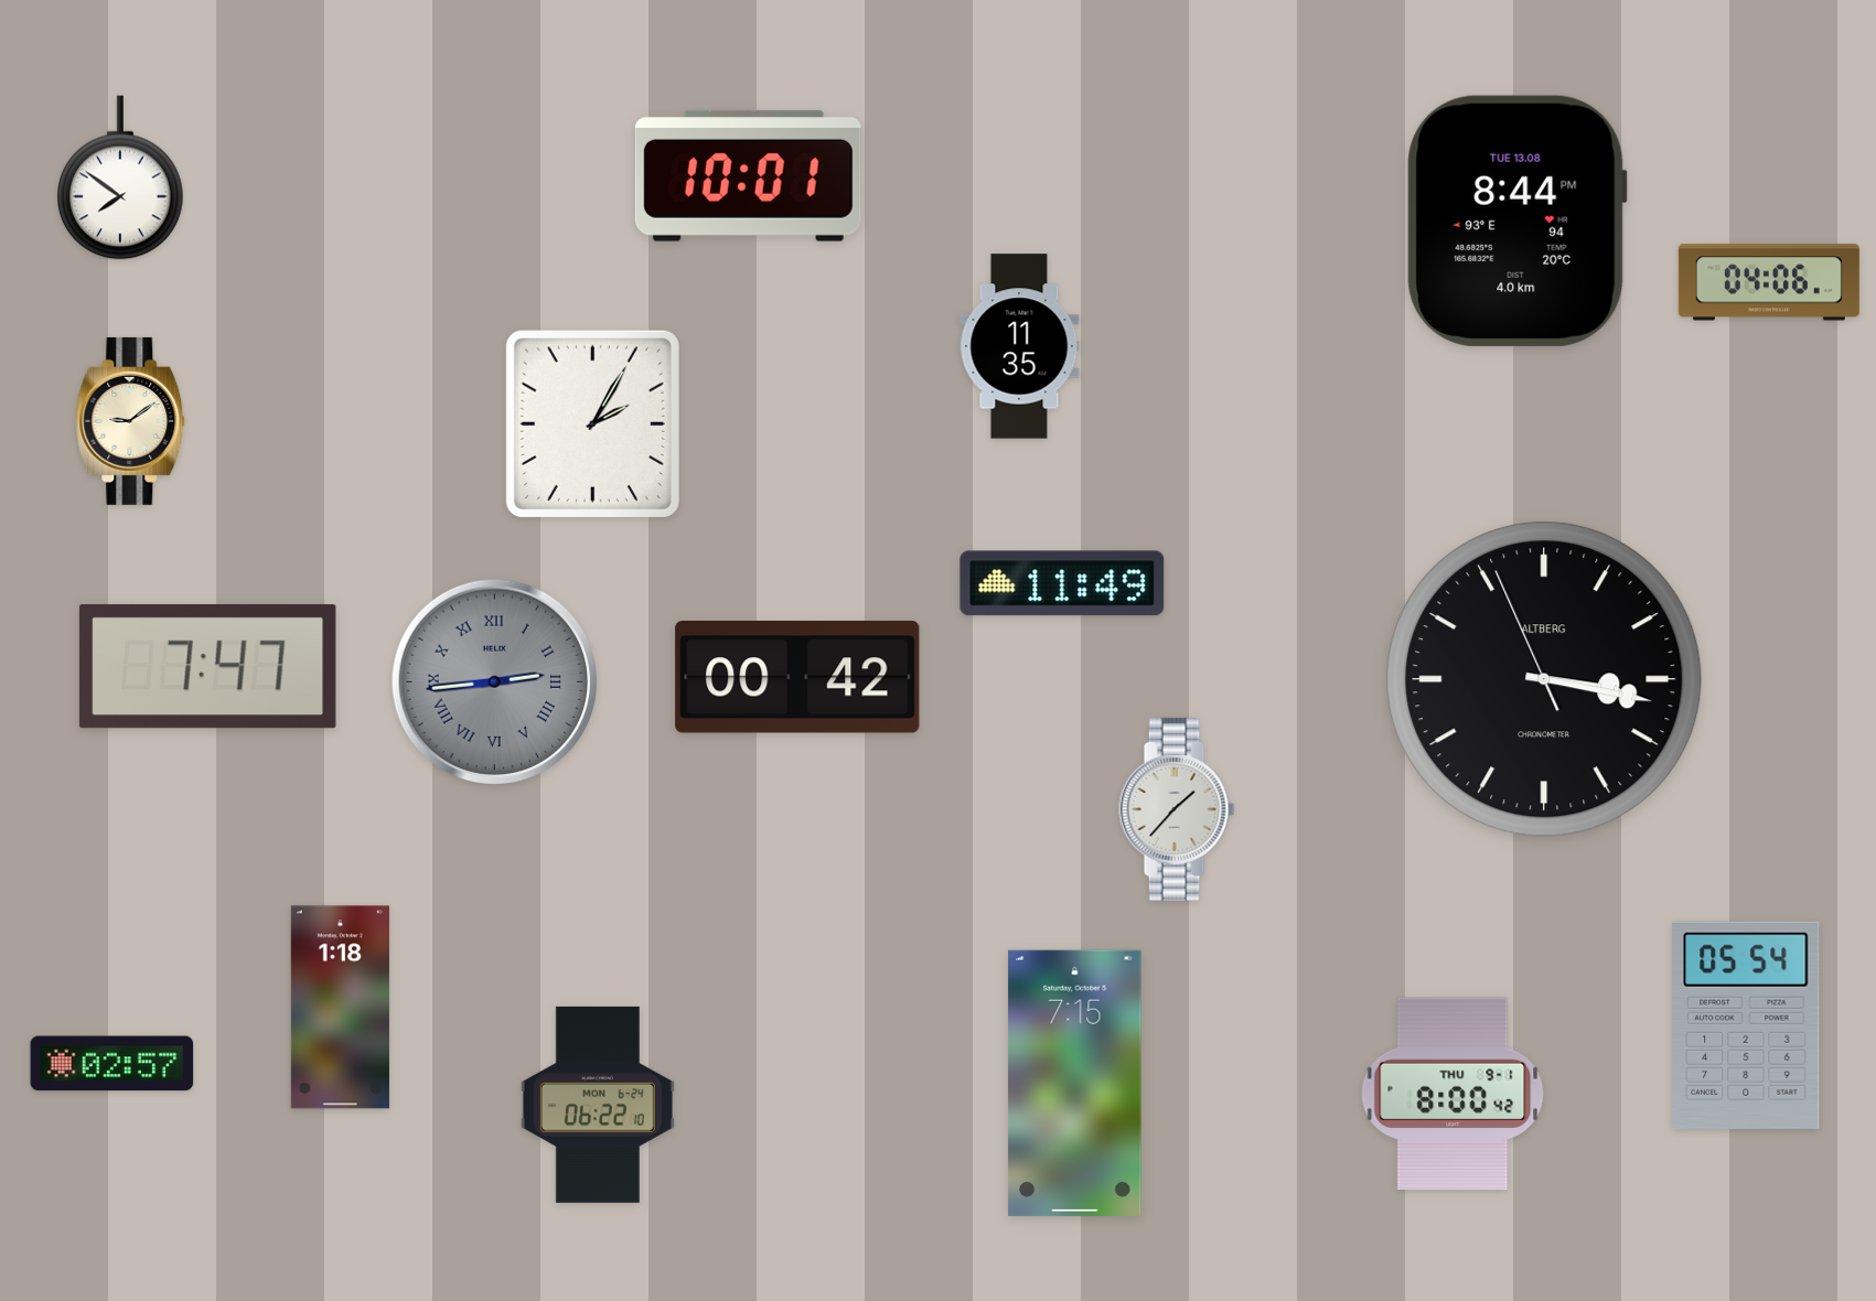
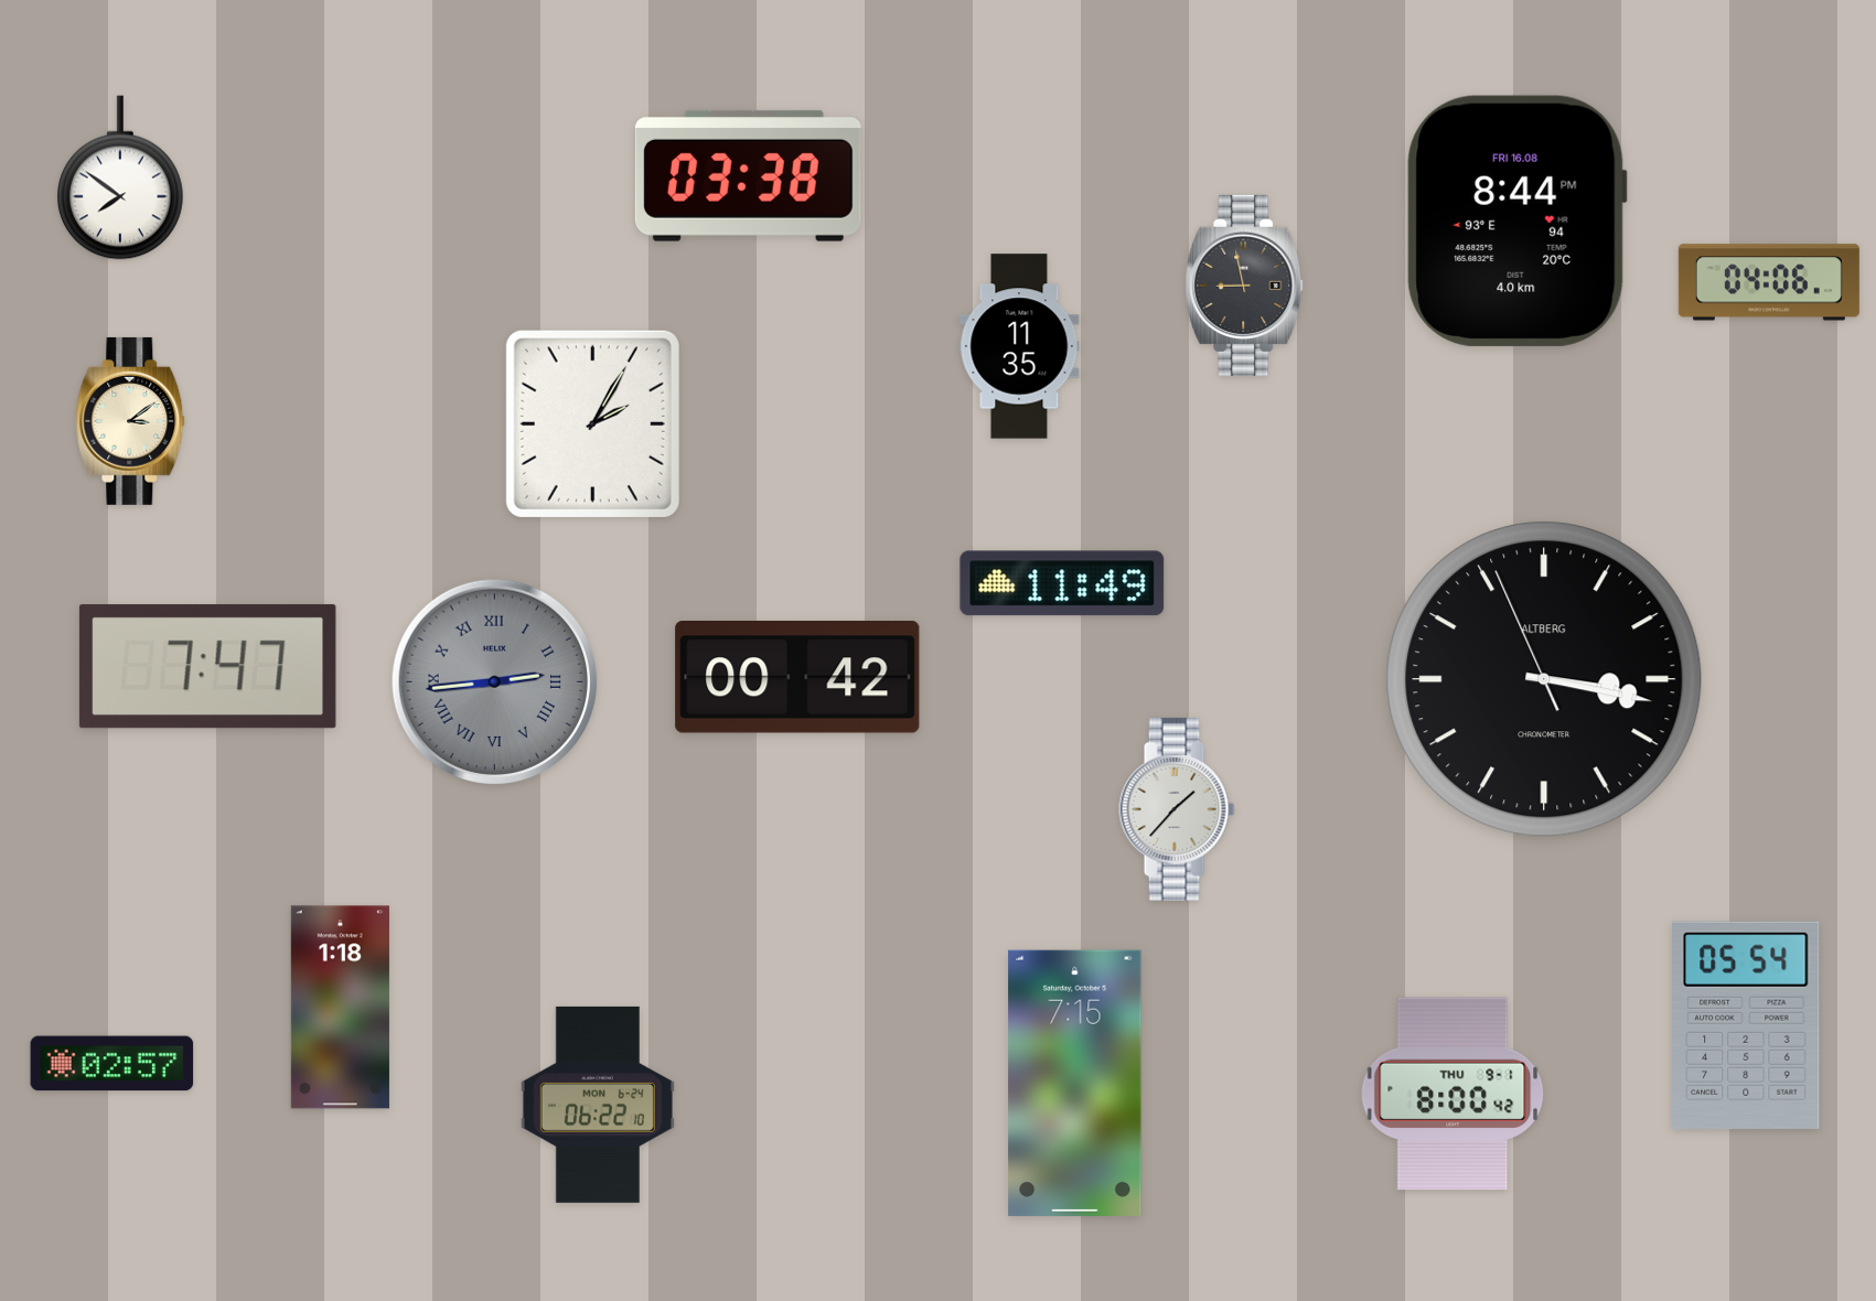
clock at (748, 175): 10:01 -> 03:38
clock at (1516, 221) date: TUE 13.08 -> FRI 16.08
clock at (1244, 286): none -> 8:58
clock at (130, 421): 9:09 -> 3:09
